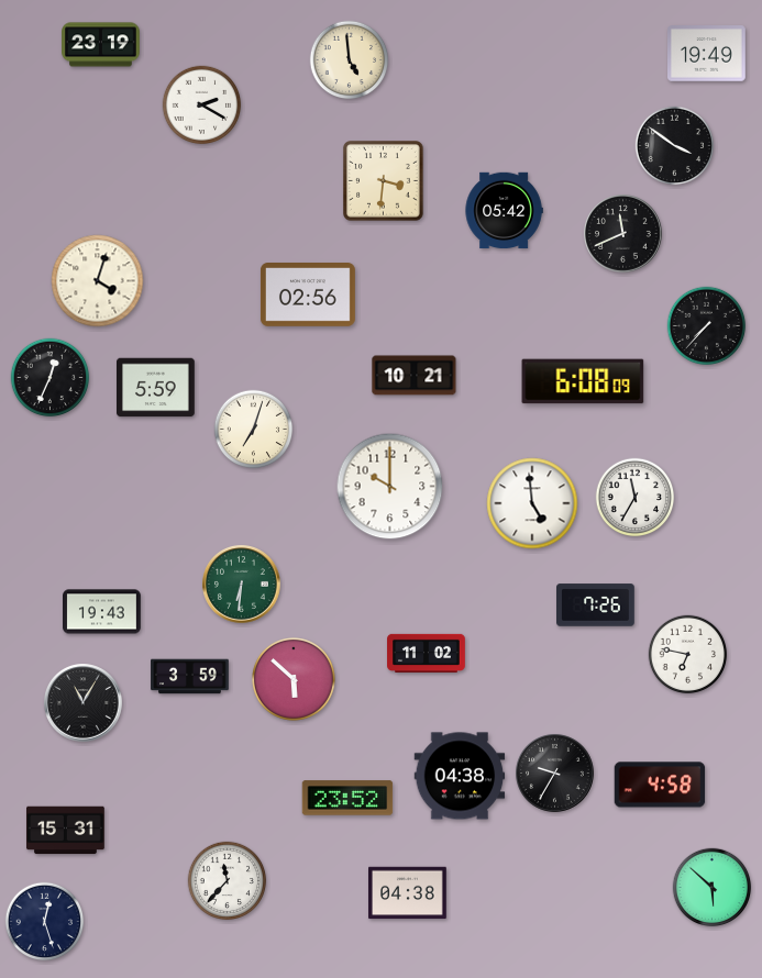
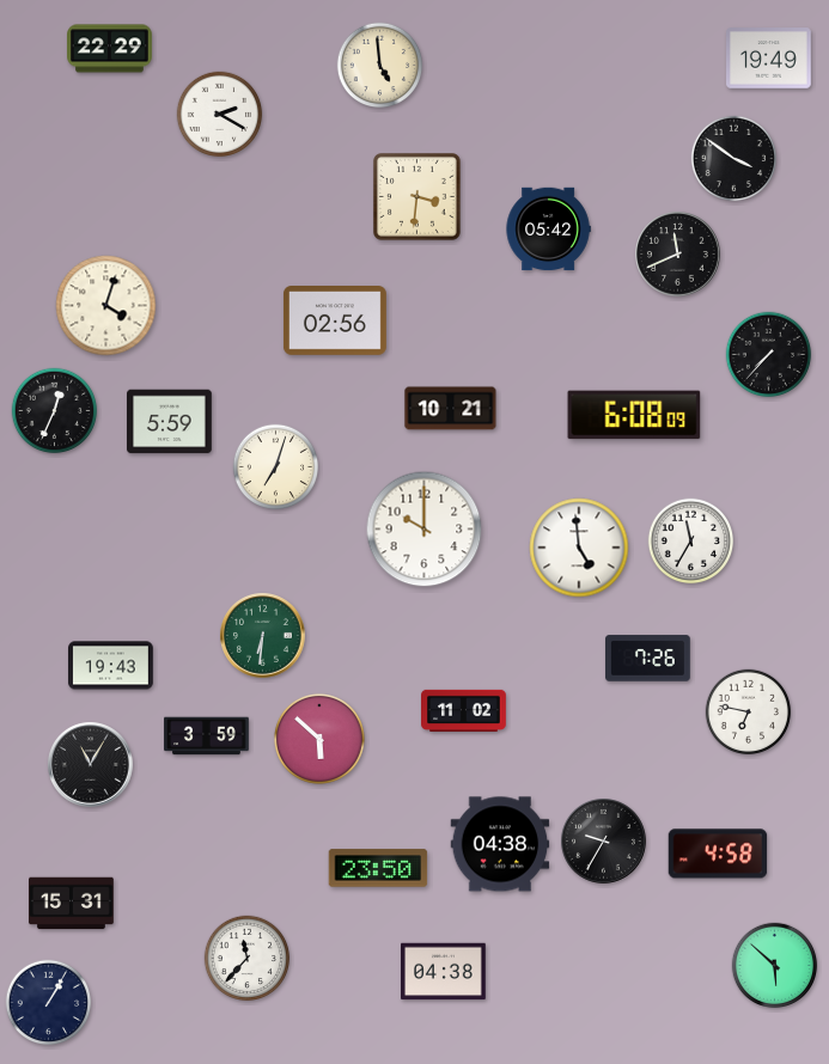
clock at (101, 45): 23:19 -> 22:29
clock at (347, 798): 23:52 -> 23:50
clock at (45, 922): 12:27 -> 1:05
